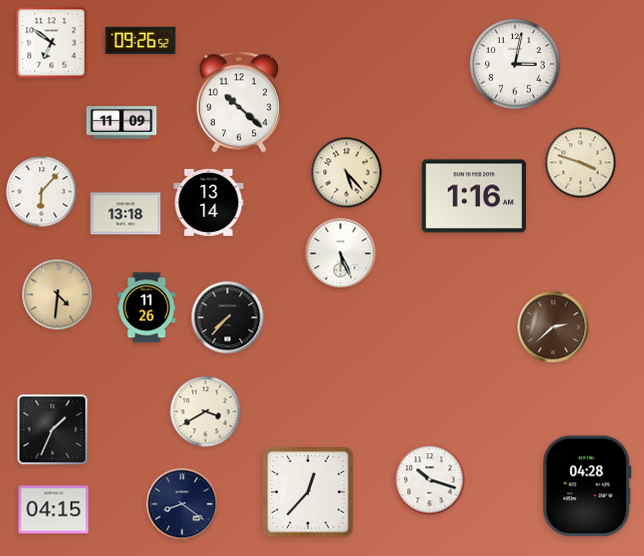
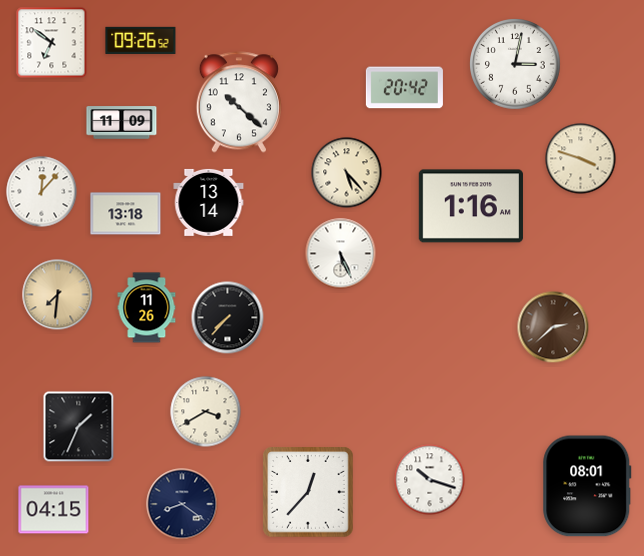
clock at (404, 88): none -> 20:42
clock at (581, 163) position: (581, 163) -> (581, 159)
clock at (42, 192): 6:07 -> 12:07
clock at (474, 196) position: (474, 196) -> (471, 206)
clock at (58, 295): 4:31 -> 7:31
clock at (53, 430) position: (53, 430) -> (79, 427)
clock at (587, 486): 04:28 -> 08:01
